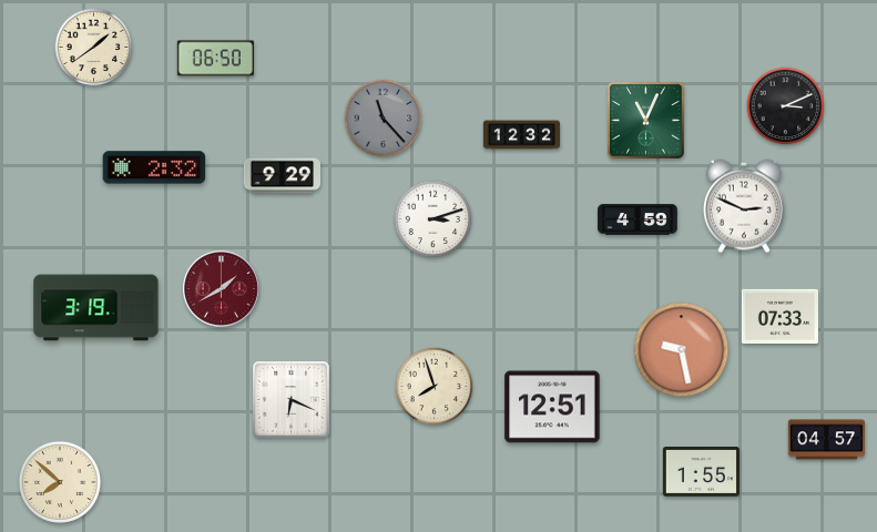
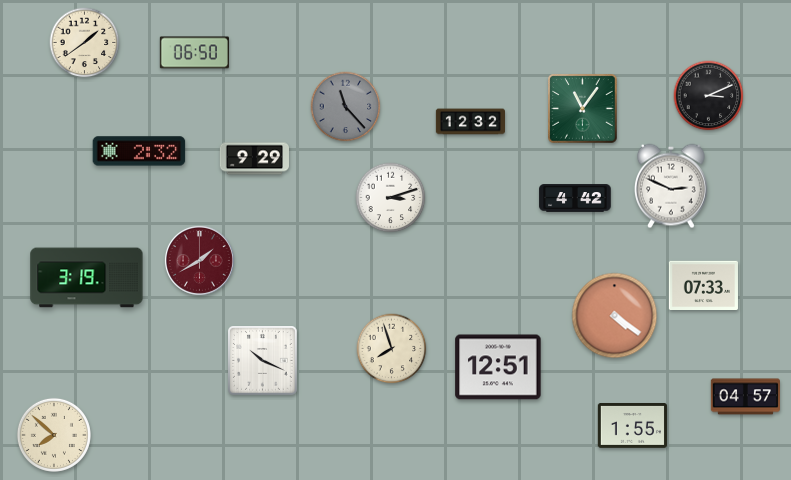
clock at (646, 121): 11:04 -> 11:06
clock at (638, 219): 4:59 -> 4:42
clock at (682, 350): 9:28 -> 4:21
clock at (292, 400): 6:19 -> 10:19
